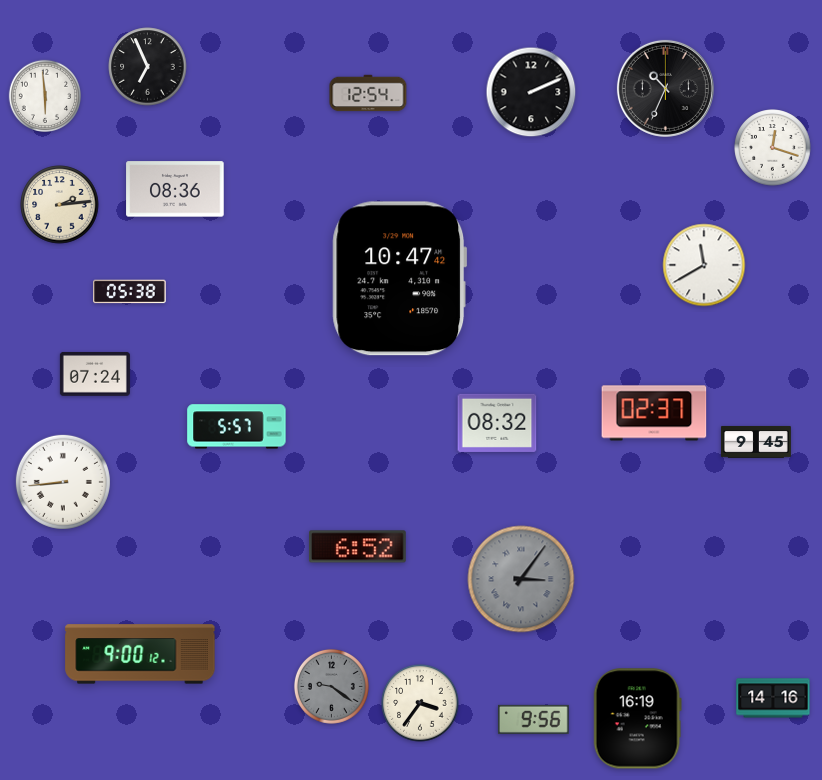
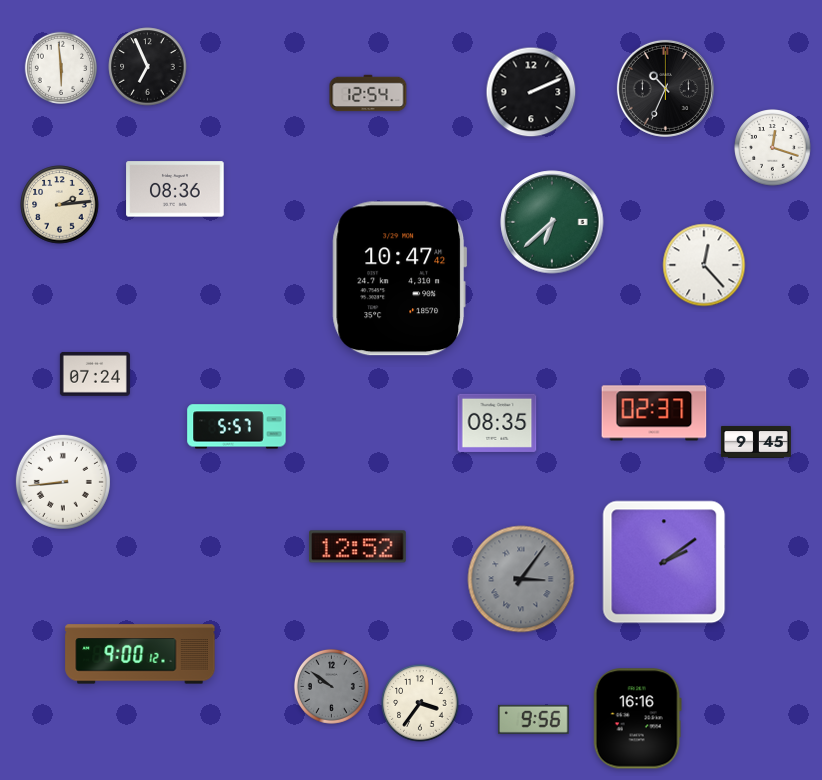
clock at (44, 95) position: (44, 95) -> (60, 67)
clock at (552, 222): none -> 6:38
clock at (704, 265): 11:40 -> 12:23
clock at (130, 292): 05:38 -> none
clock at (497, 423): 08:32 -> 08:35
clock at (357, 547): 6:52 -> 12:52
clock at (664, 562): none -> 2:09
clock at (331, 686): 9:21 -> 9:51
clock at (773, 698): 14:16 -> none
clock at (637, 719): 16:19 -> 16:16
